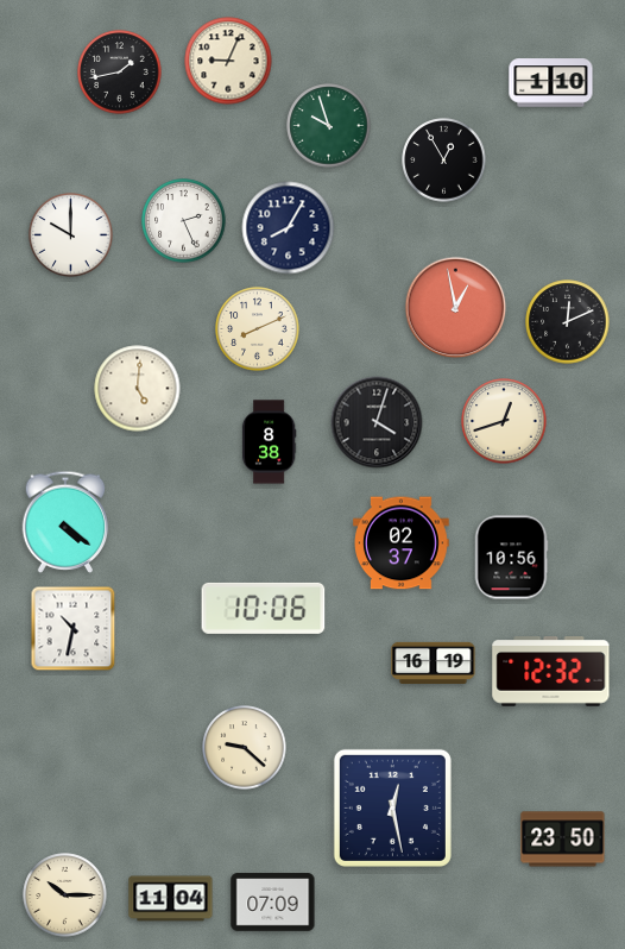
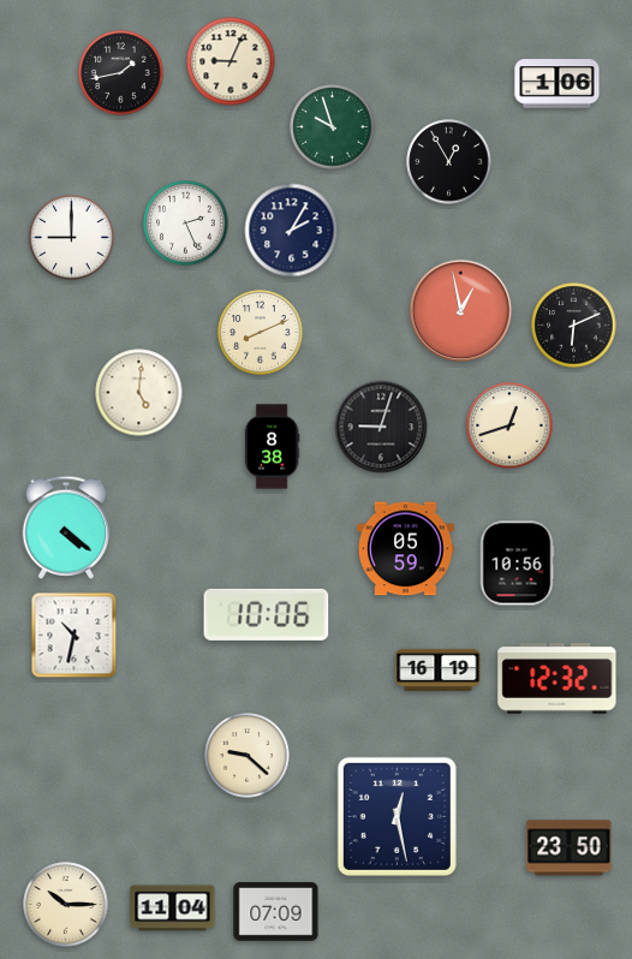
clock at (551, 83): 1:10 -> 1:06
clock at (289, 228): 8:05 -> 2:05
clock at (71, 235): 10:00 -> 9:00
clock at (568, 322): 12:11 -> 6:11
clock at (377, 422): 4:03 -> 9:03
clock at (402, 543): 02:37 -> 05:59
